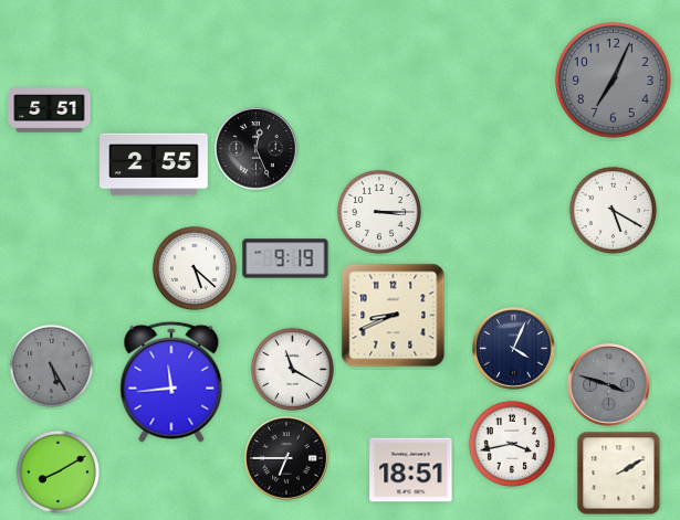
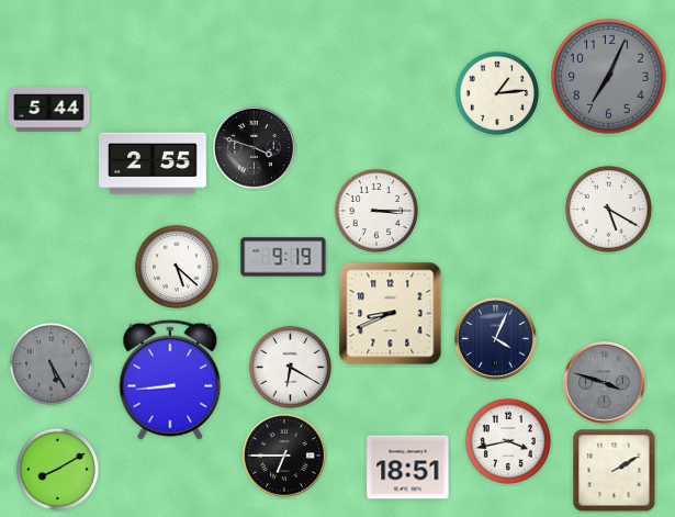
clock at (614, 81) position: (614, 81) -> (609, 77)
clock at (497, 93): none -> 1:14
clock at (50, 110): 5:51 -> 5:44
clock at (257, 149): 12:26 -> 3:48
clock at (195, 268) position: (195, 268) -> (177, 267)
clock at (514, 349) position: (514, 349) -> (496, 339)
clock at (292, 369): 11:20 -> 6:20
clock at (171, 382): 11:44 -> 8:44
